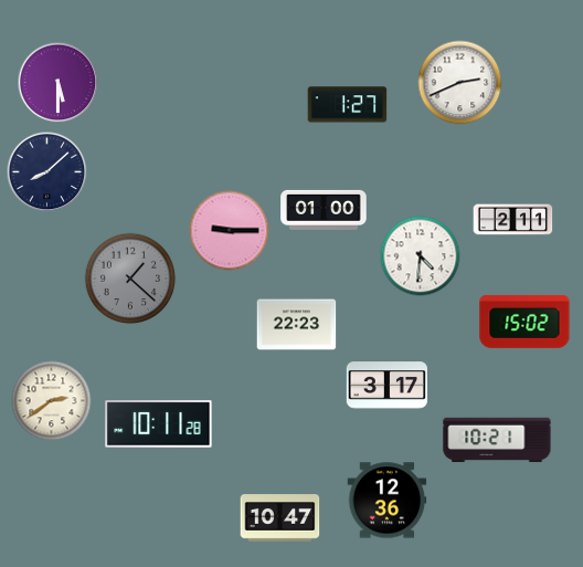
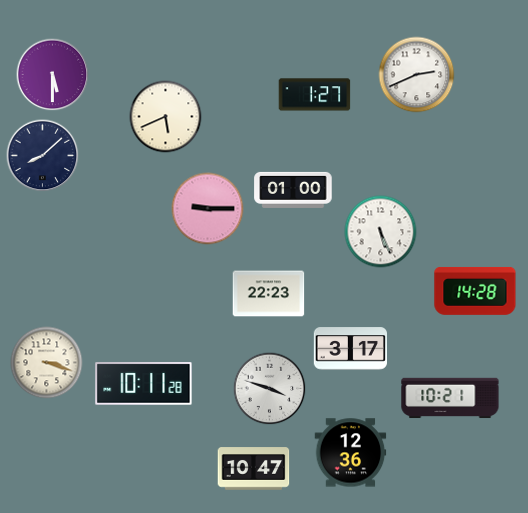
clock at (166, 117): none -> 5:41
clock at (513, 220): 2:11 -> none
clock at (421, 256): 4:31 -> 5:26
clock at (130, 279): 1:22 -> none
clock at (524, 322): 15:02 -> 14:28
clock at (52, 401): 2:39 -> 3:18
clock at (270, 389): none -> 3:48
